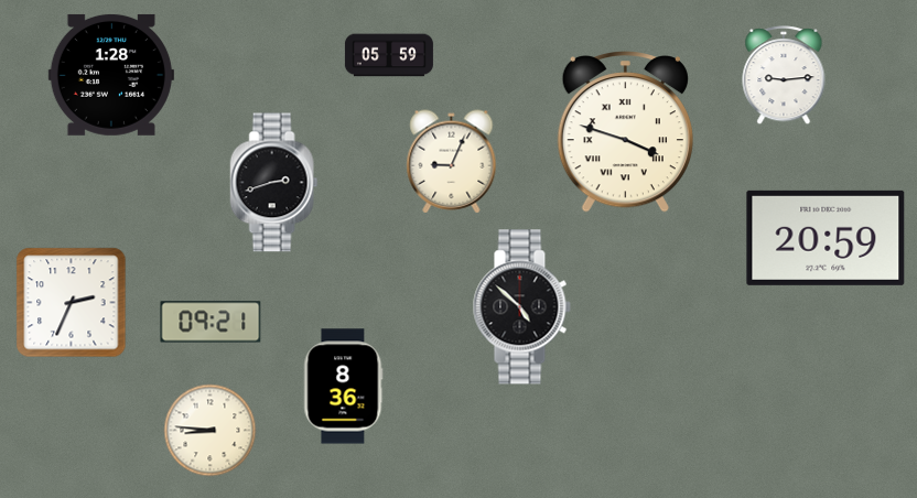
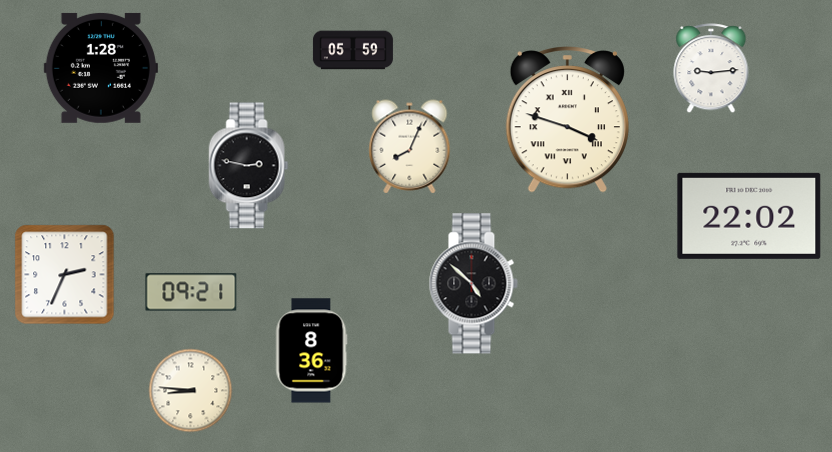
clock at (452, 162): 9:04 -> 8:04
clock at (274, 183): 2:42 -> 2:47
clock at (826, 238): 20:59 -> 22:02
clock at (521, 307) position: (521, 307) -> (473, 284)
